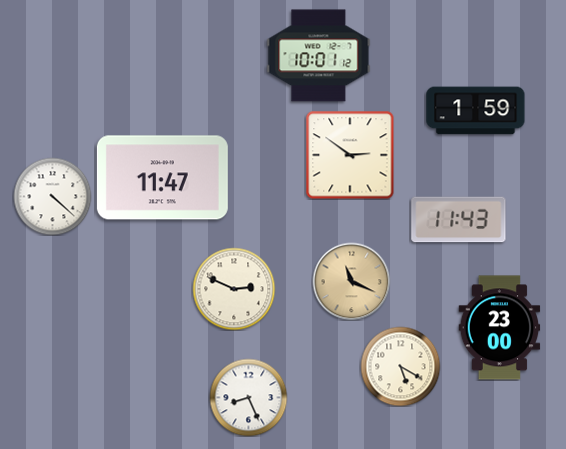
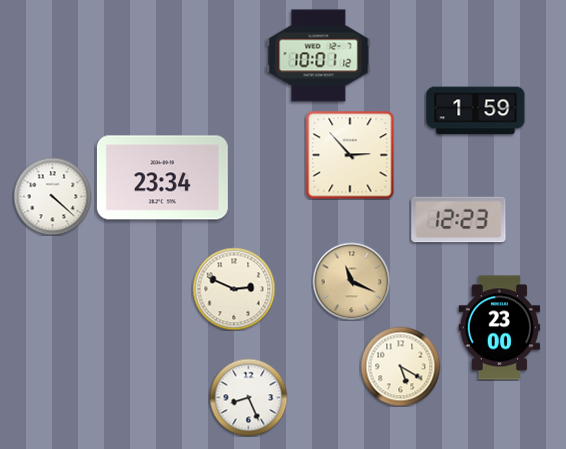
clock at (350, 155): 2:51 -> 2:53
clock at (162, 178): 11:47 -> 23:34
clock at (459, 220): 11:43 -> 12:23
